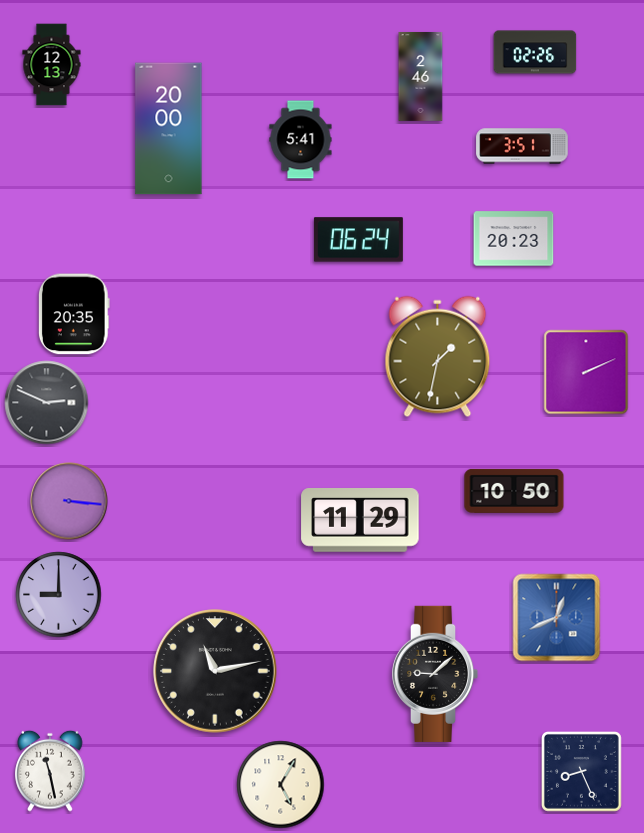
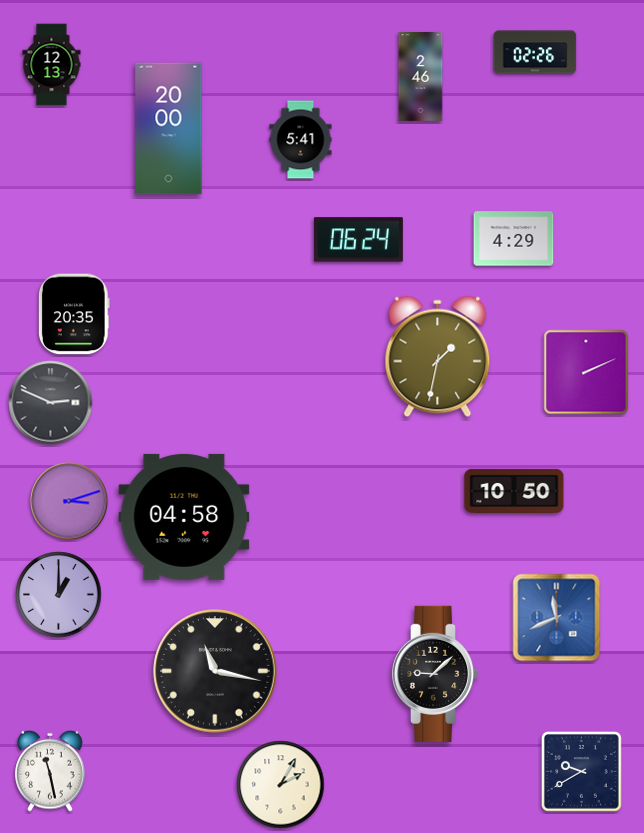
clock at (522, 146): 3:51 -> none
clock at (514, 239): 20:23 -> 4:29
clock at (47, 403) position: (47, 403) -> (51, 403)
clock at (69, 501): 3:16 -> 3:12
clock at (184, 517): none -> 04:58
clock at (360, 521): 11:29 -> none
clock at (59, 595): 9:00 -> 1:00
clock at (557, 618): 12:41 -> 11:41
clock at (215, 671): 11:13 -> 11:17
clock at (582, 772): 8:26 -> 9:40
clock at (281, 785): 5:05 -> 2:05
